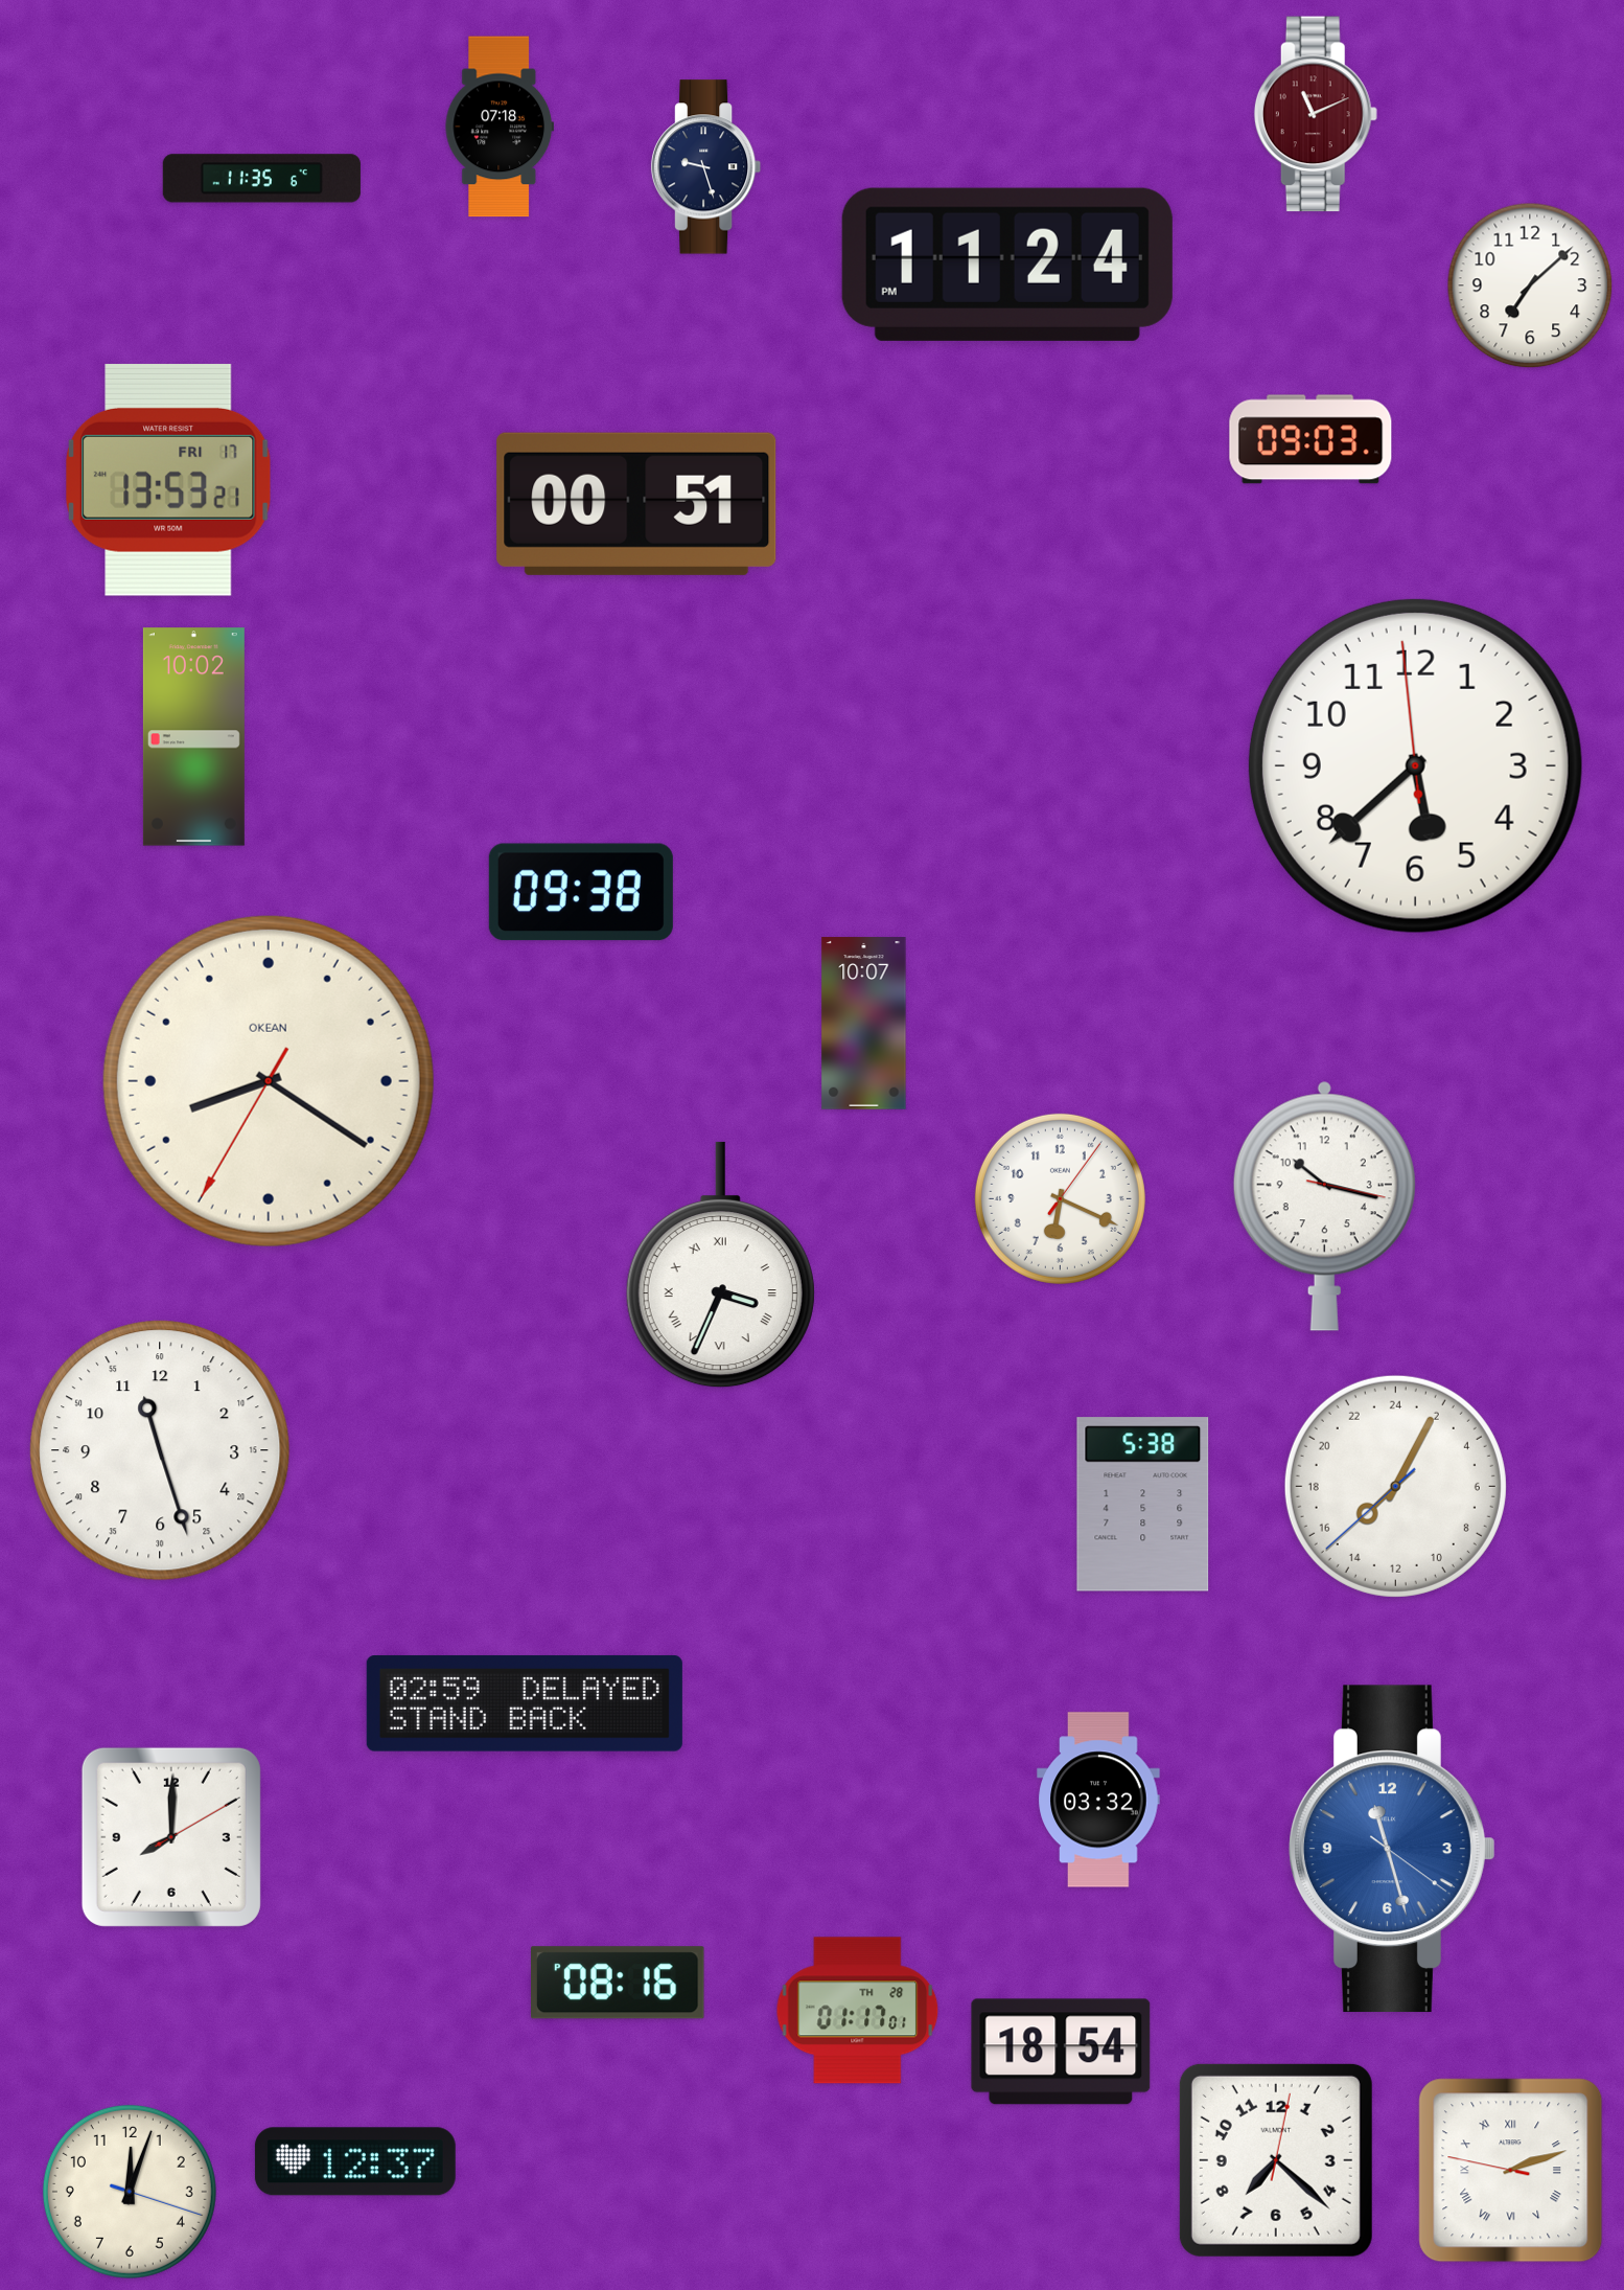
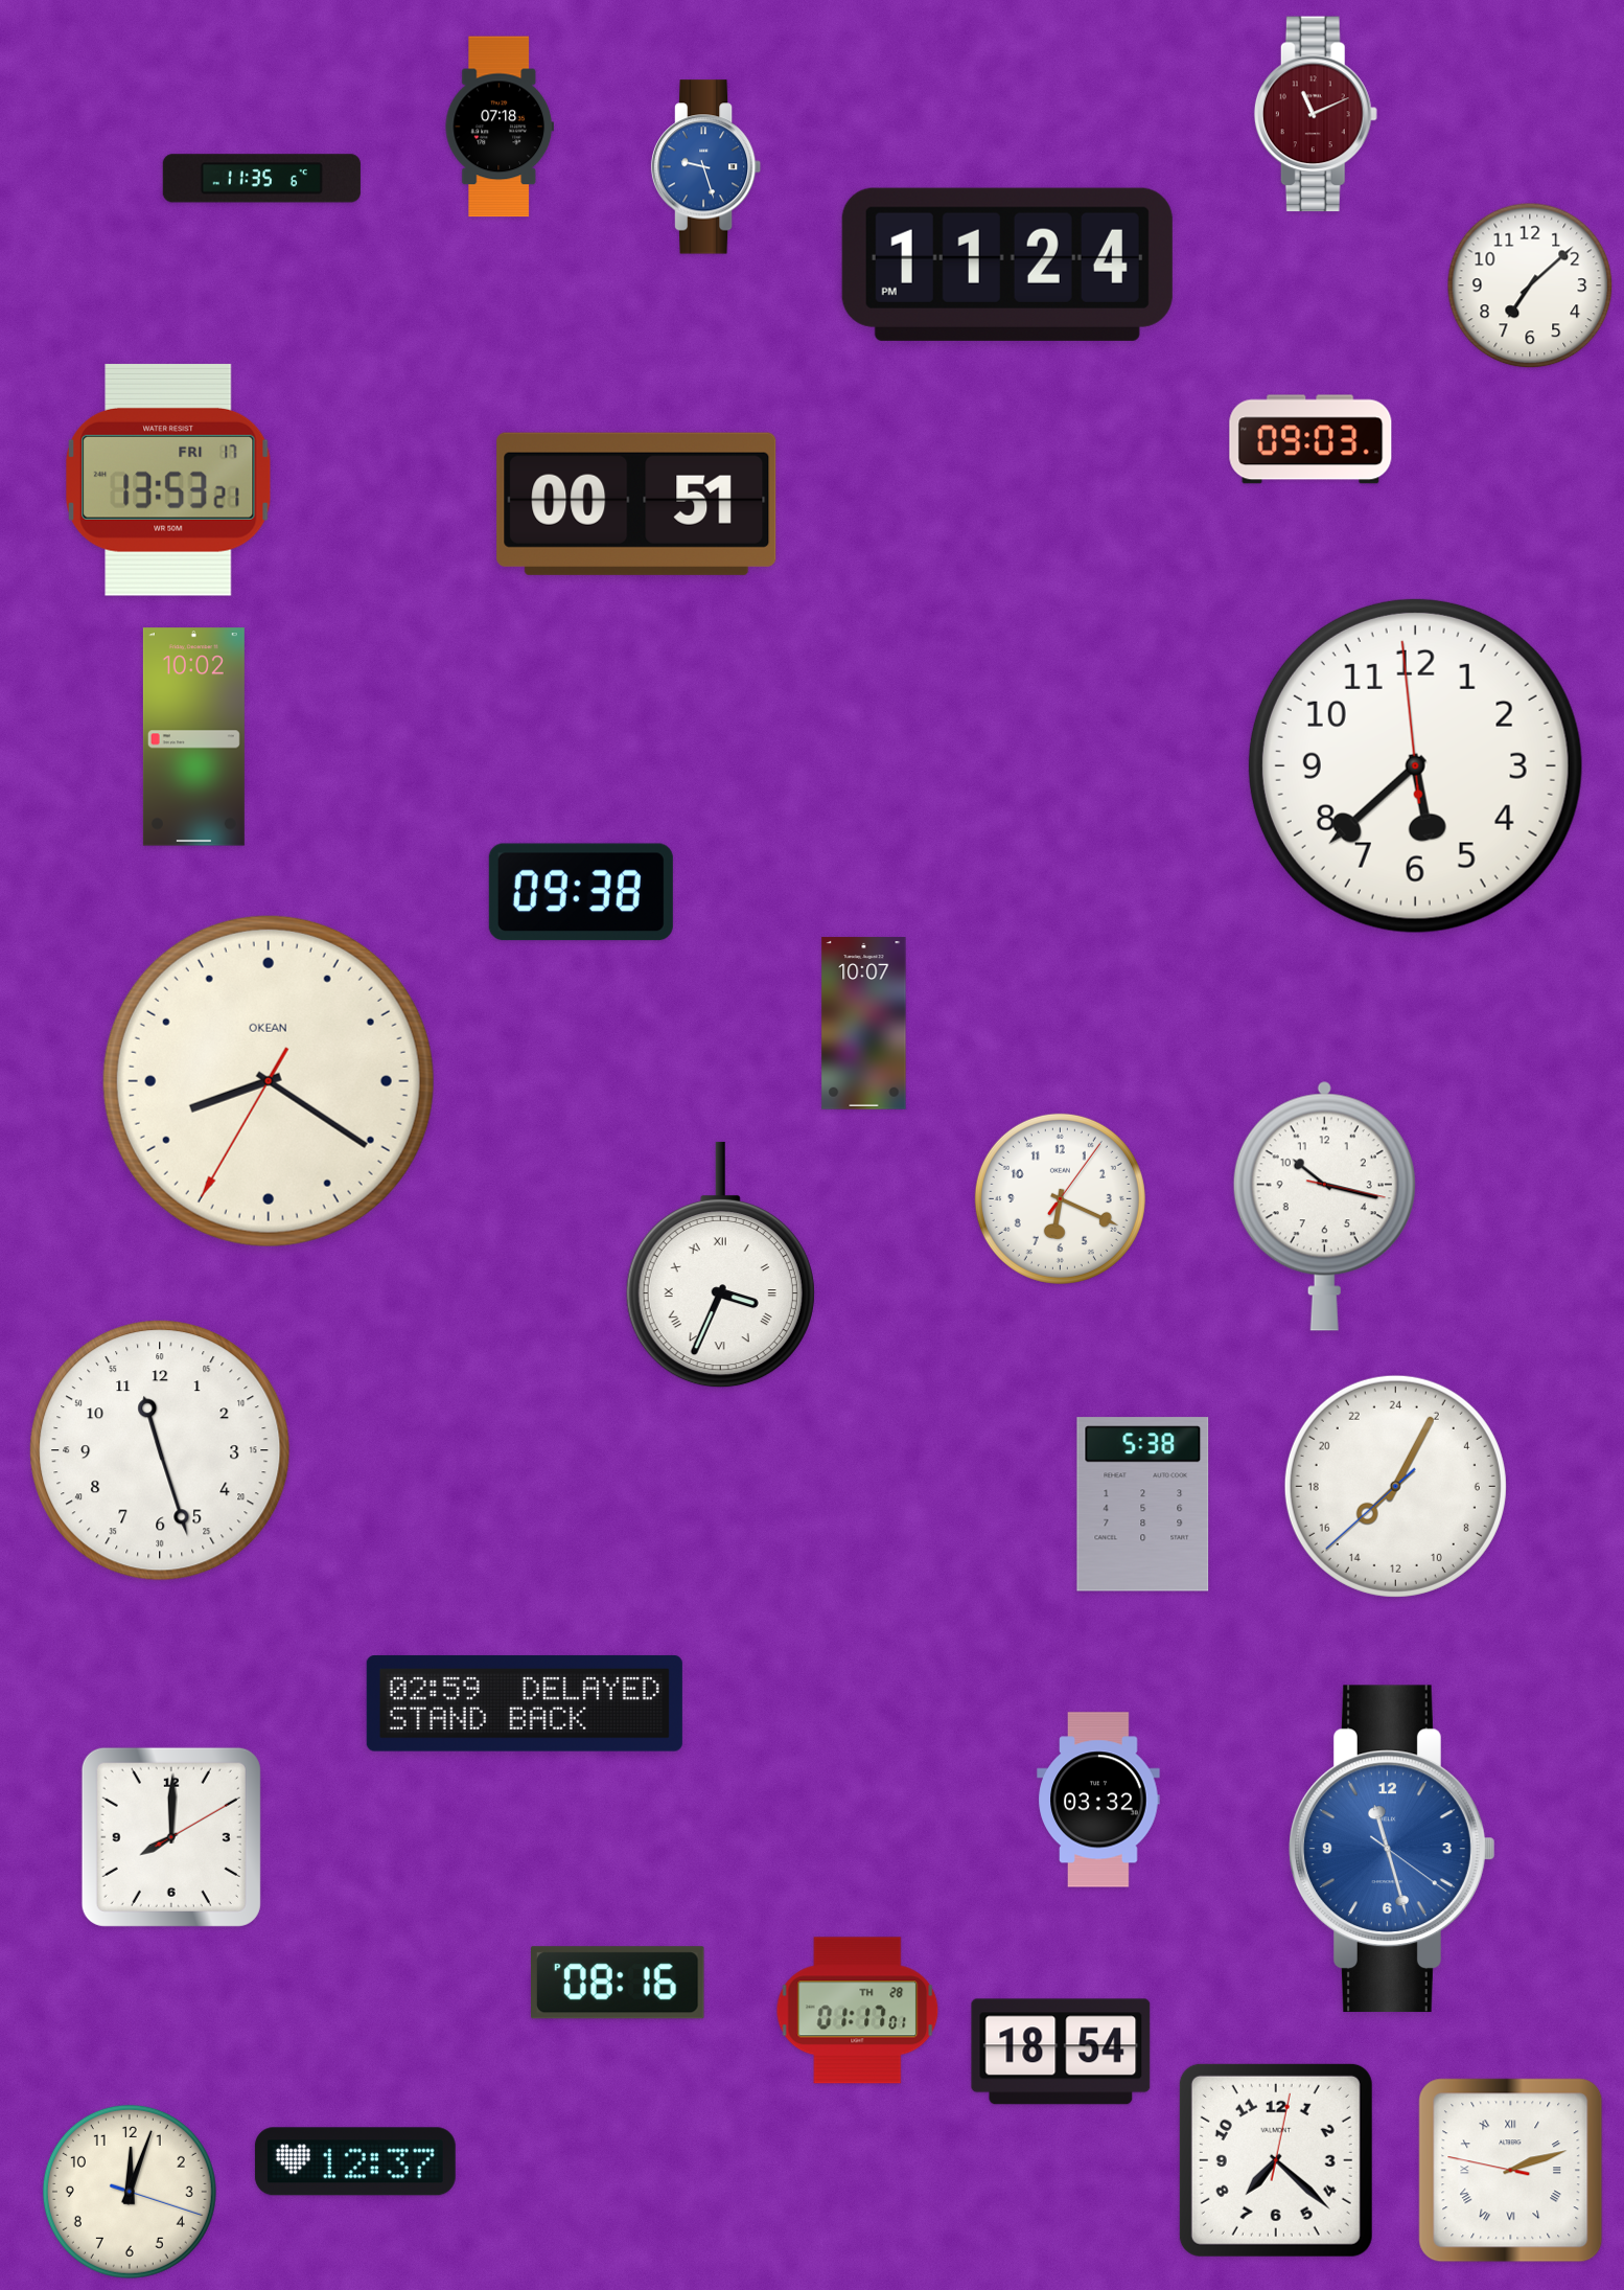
clock at (706, 167) dial: navy -> blue
